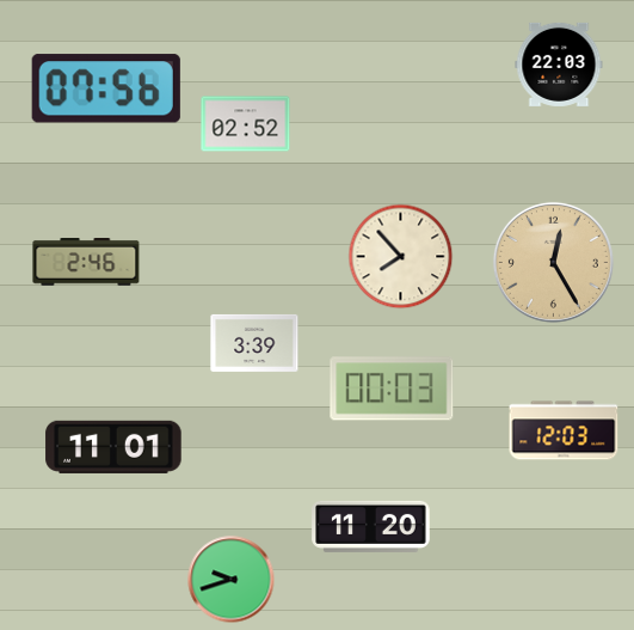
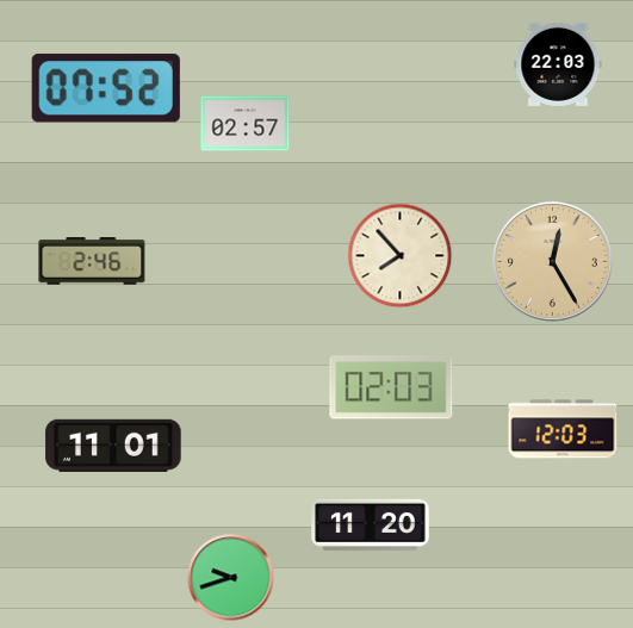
clock at (106, 88): 07:56 -> 07:52
clock at (246, 124): 02:52 -> 02:57
clock at (86, 262) position: (86, 262) -> (92, 261)
clock at (254, 343): 3:39 -> none
clock at (392, 389): 00:03 -> 02:03
